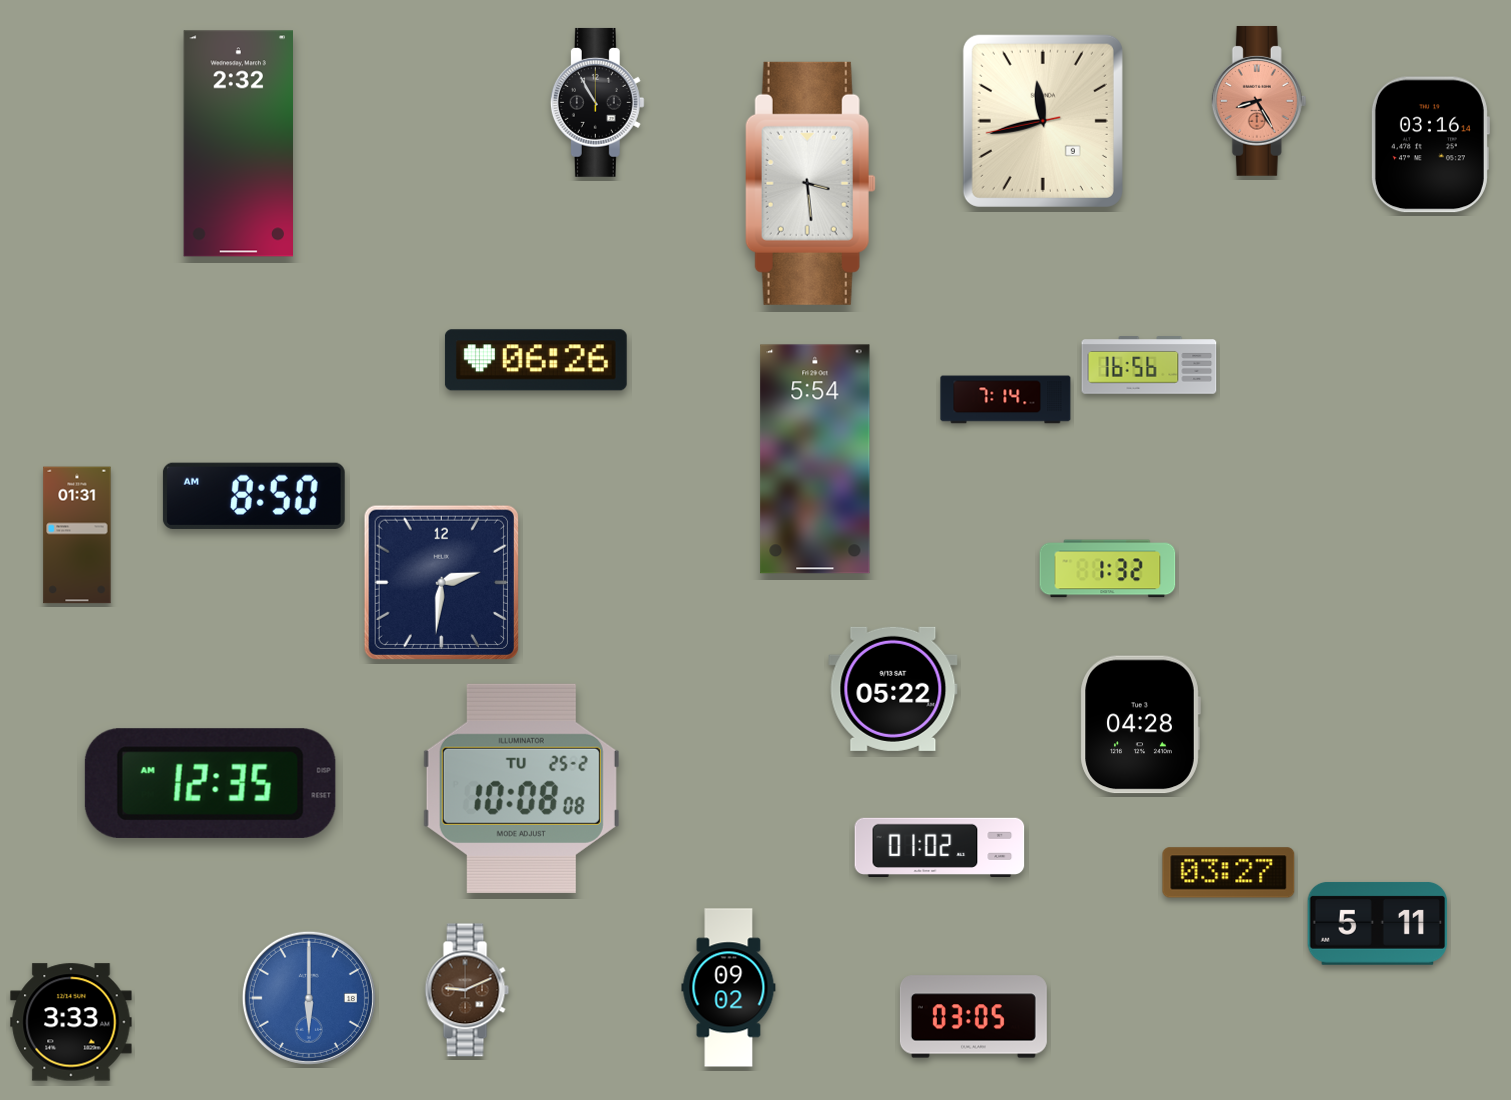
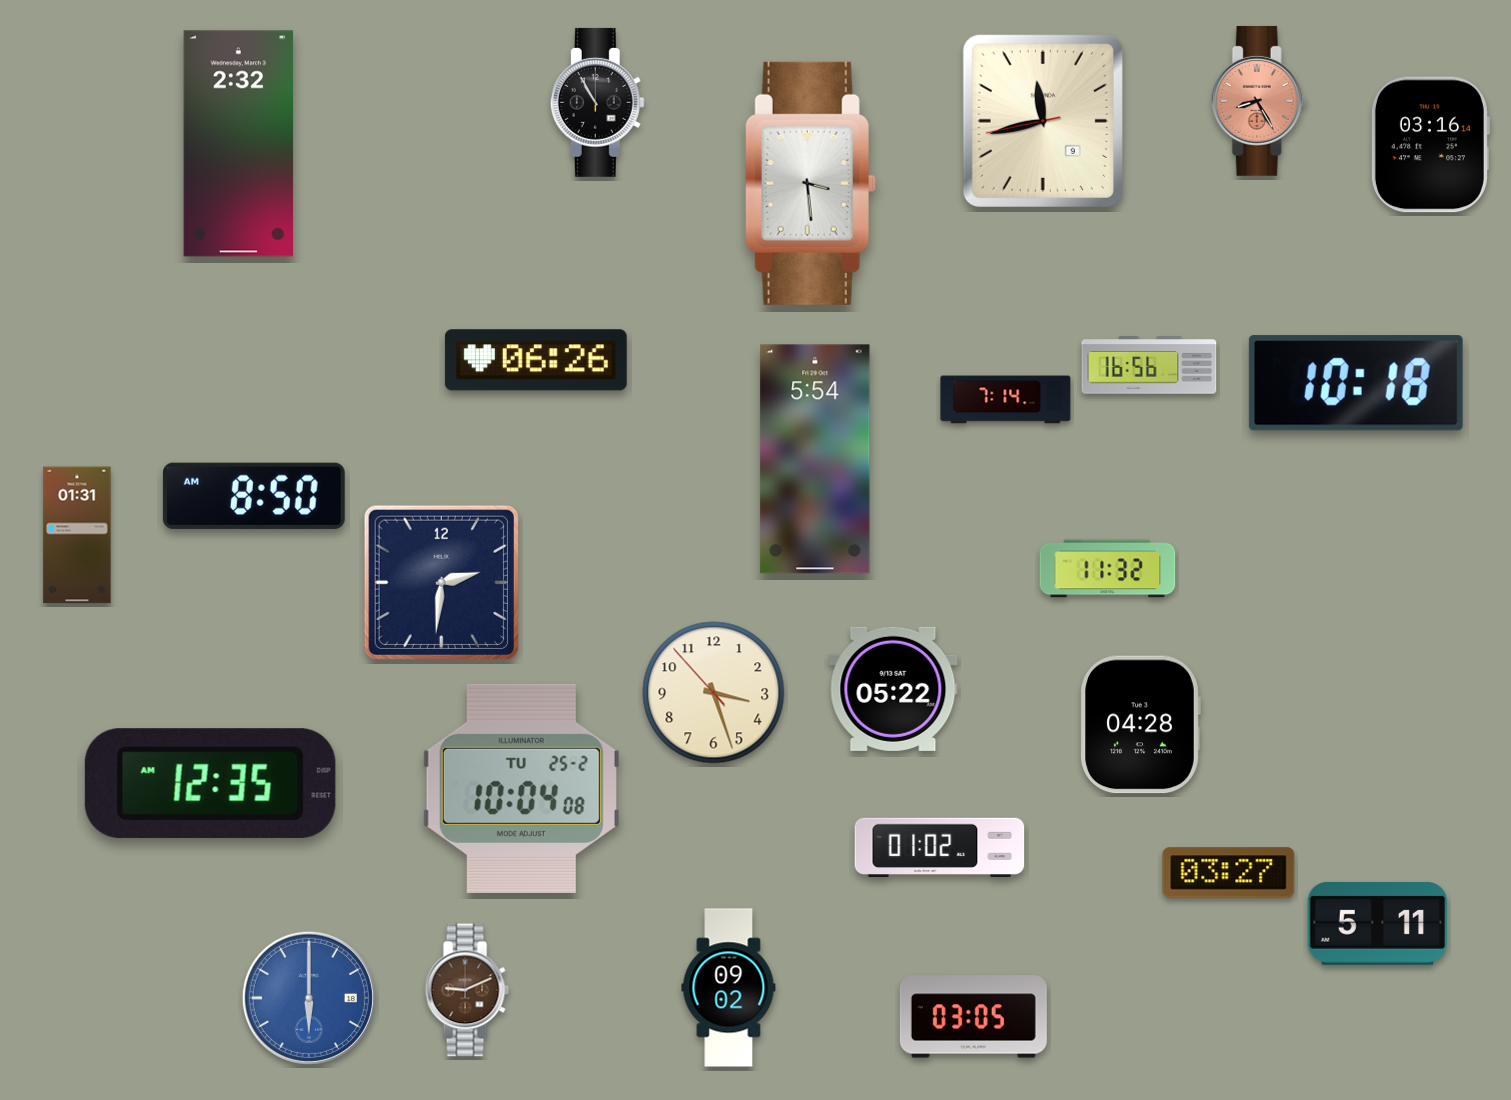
clock at (1356, 383): none -> 10:18
clock at (1108, 569): 1:32 -> 11:32
clock at (714, 693): none -> 3:26
clock at (521, 788): 10:08 -> 10:04
clock at (71, 1022): 3:33 -> none
